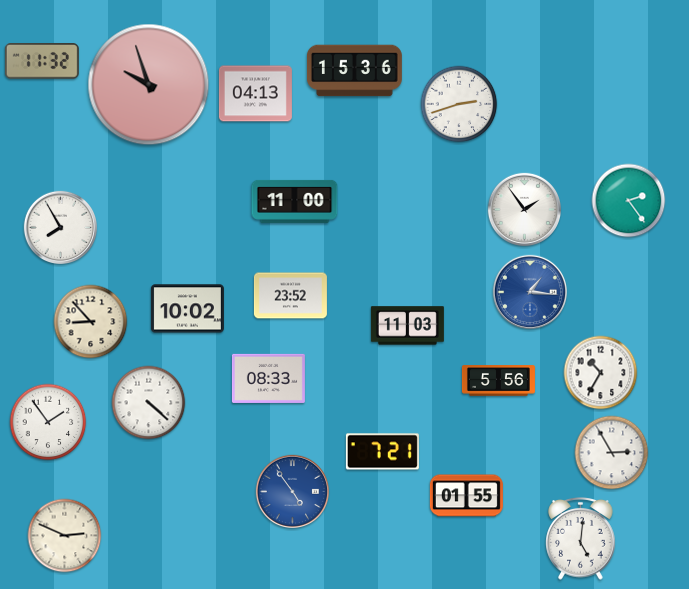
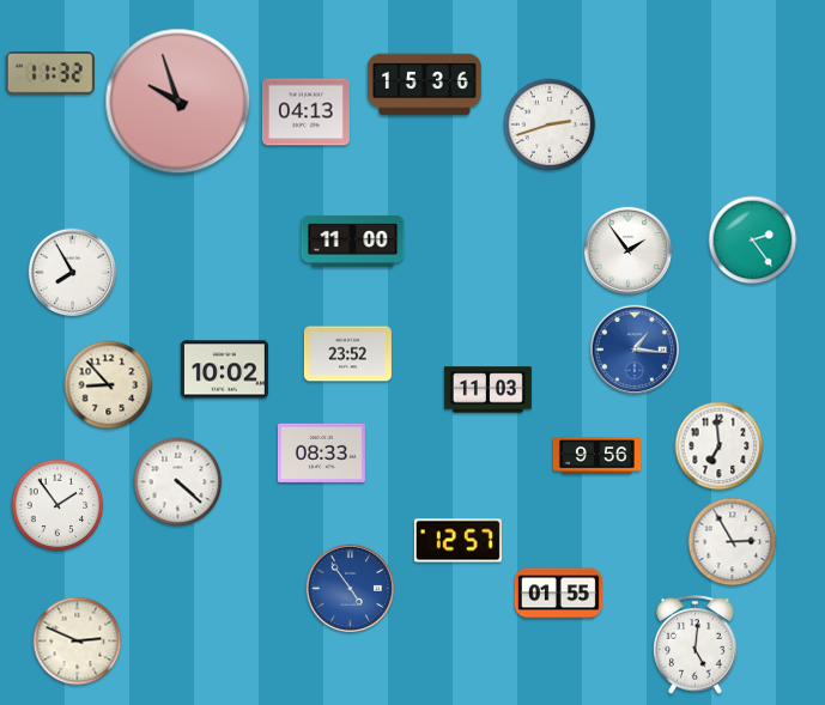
clock at (601, 373): 10:35 -> 6:59
clock at (498, 381): 5:56 -> 9:56
clock at (382, 452): 7:21 -> 12:57
